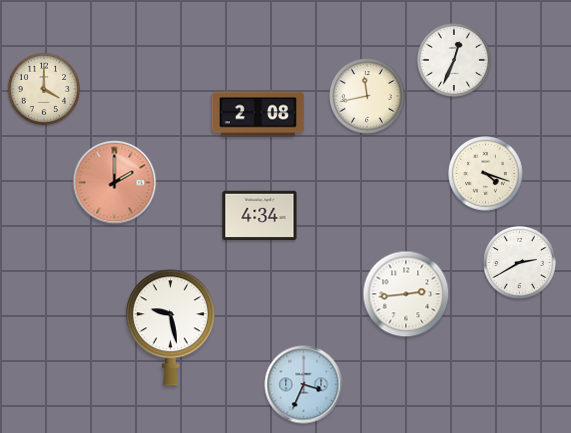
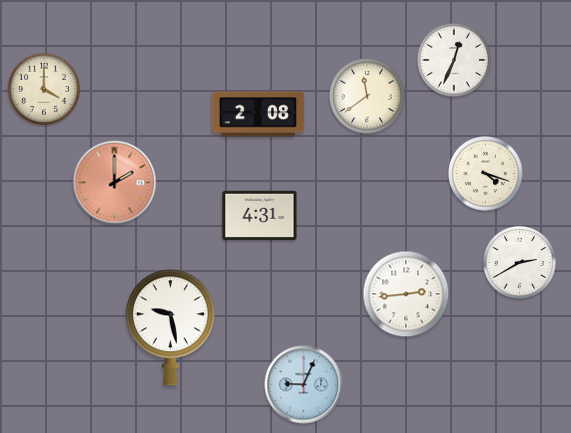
clock at (367, 96): 11:43 -> 11:39
clock at (260, 216): 4:34 -> 4:31
clock at (304, 385): 3:34 -> 9:04
